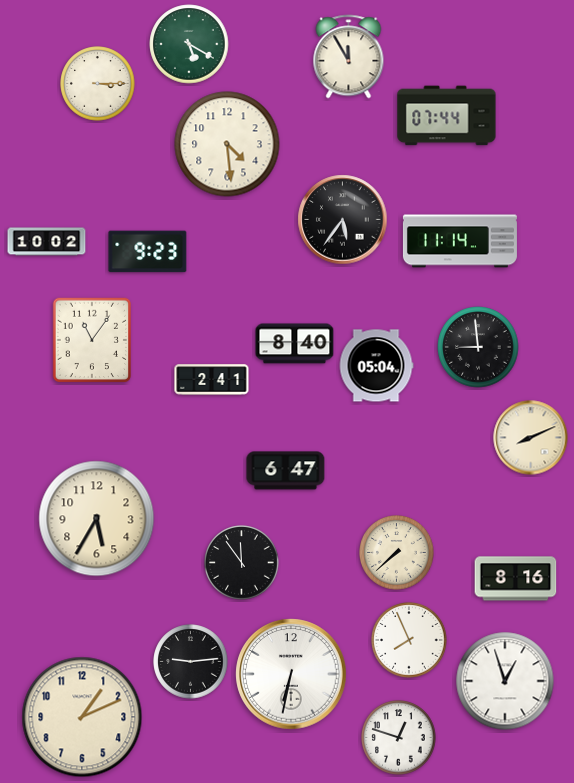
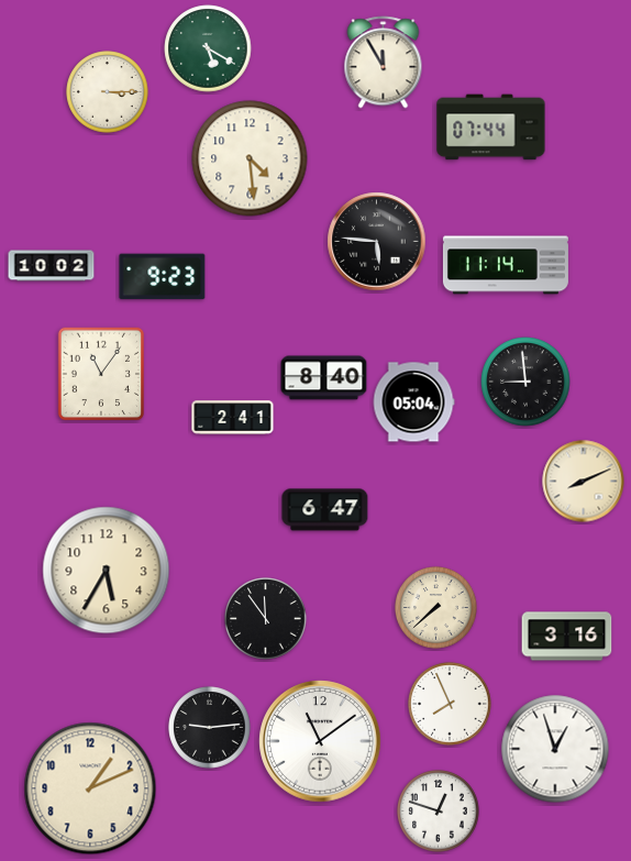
clock at (343, 220): 5:36 -> 5:46
clock at (286, 471) position: (286, 471) -> (325, 510)
clock at (516, 579): 8:16 -> 3:16
clock at (291, 674): 6:32 -> 11:09
